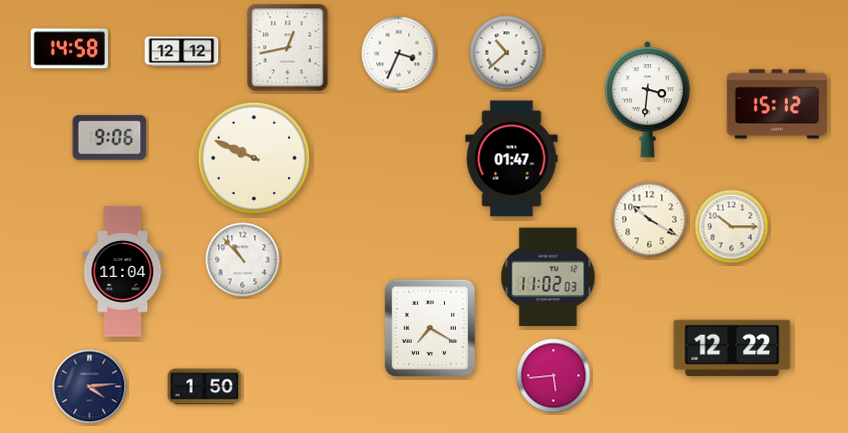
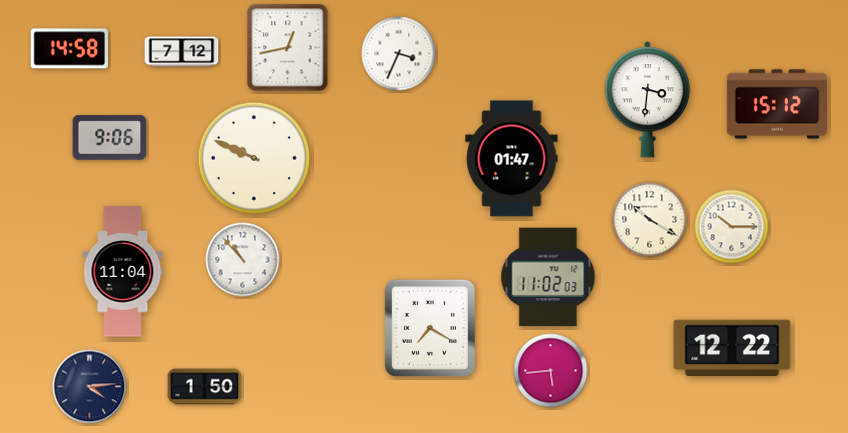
clock at (182, 52): 12:12 -> 7:12
clock at (507, 53): 10:38 -> none
clock at (554, 376) position: (554, 376) -> (551, 371)
